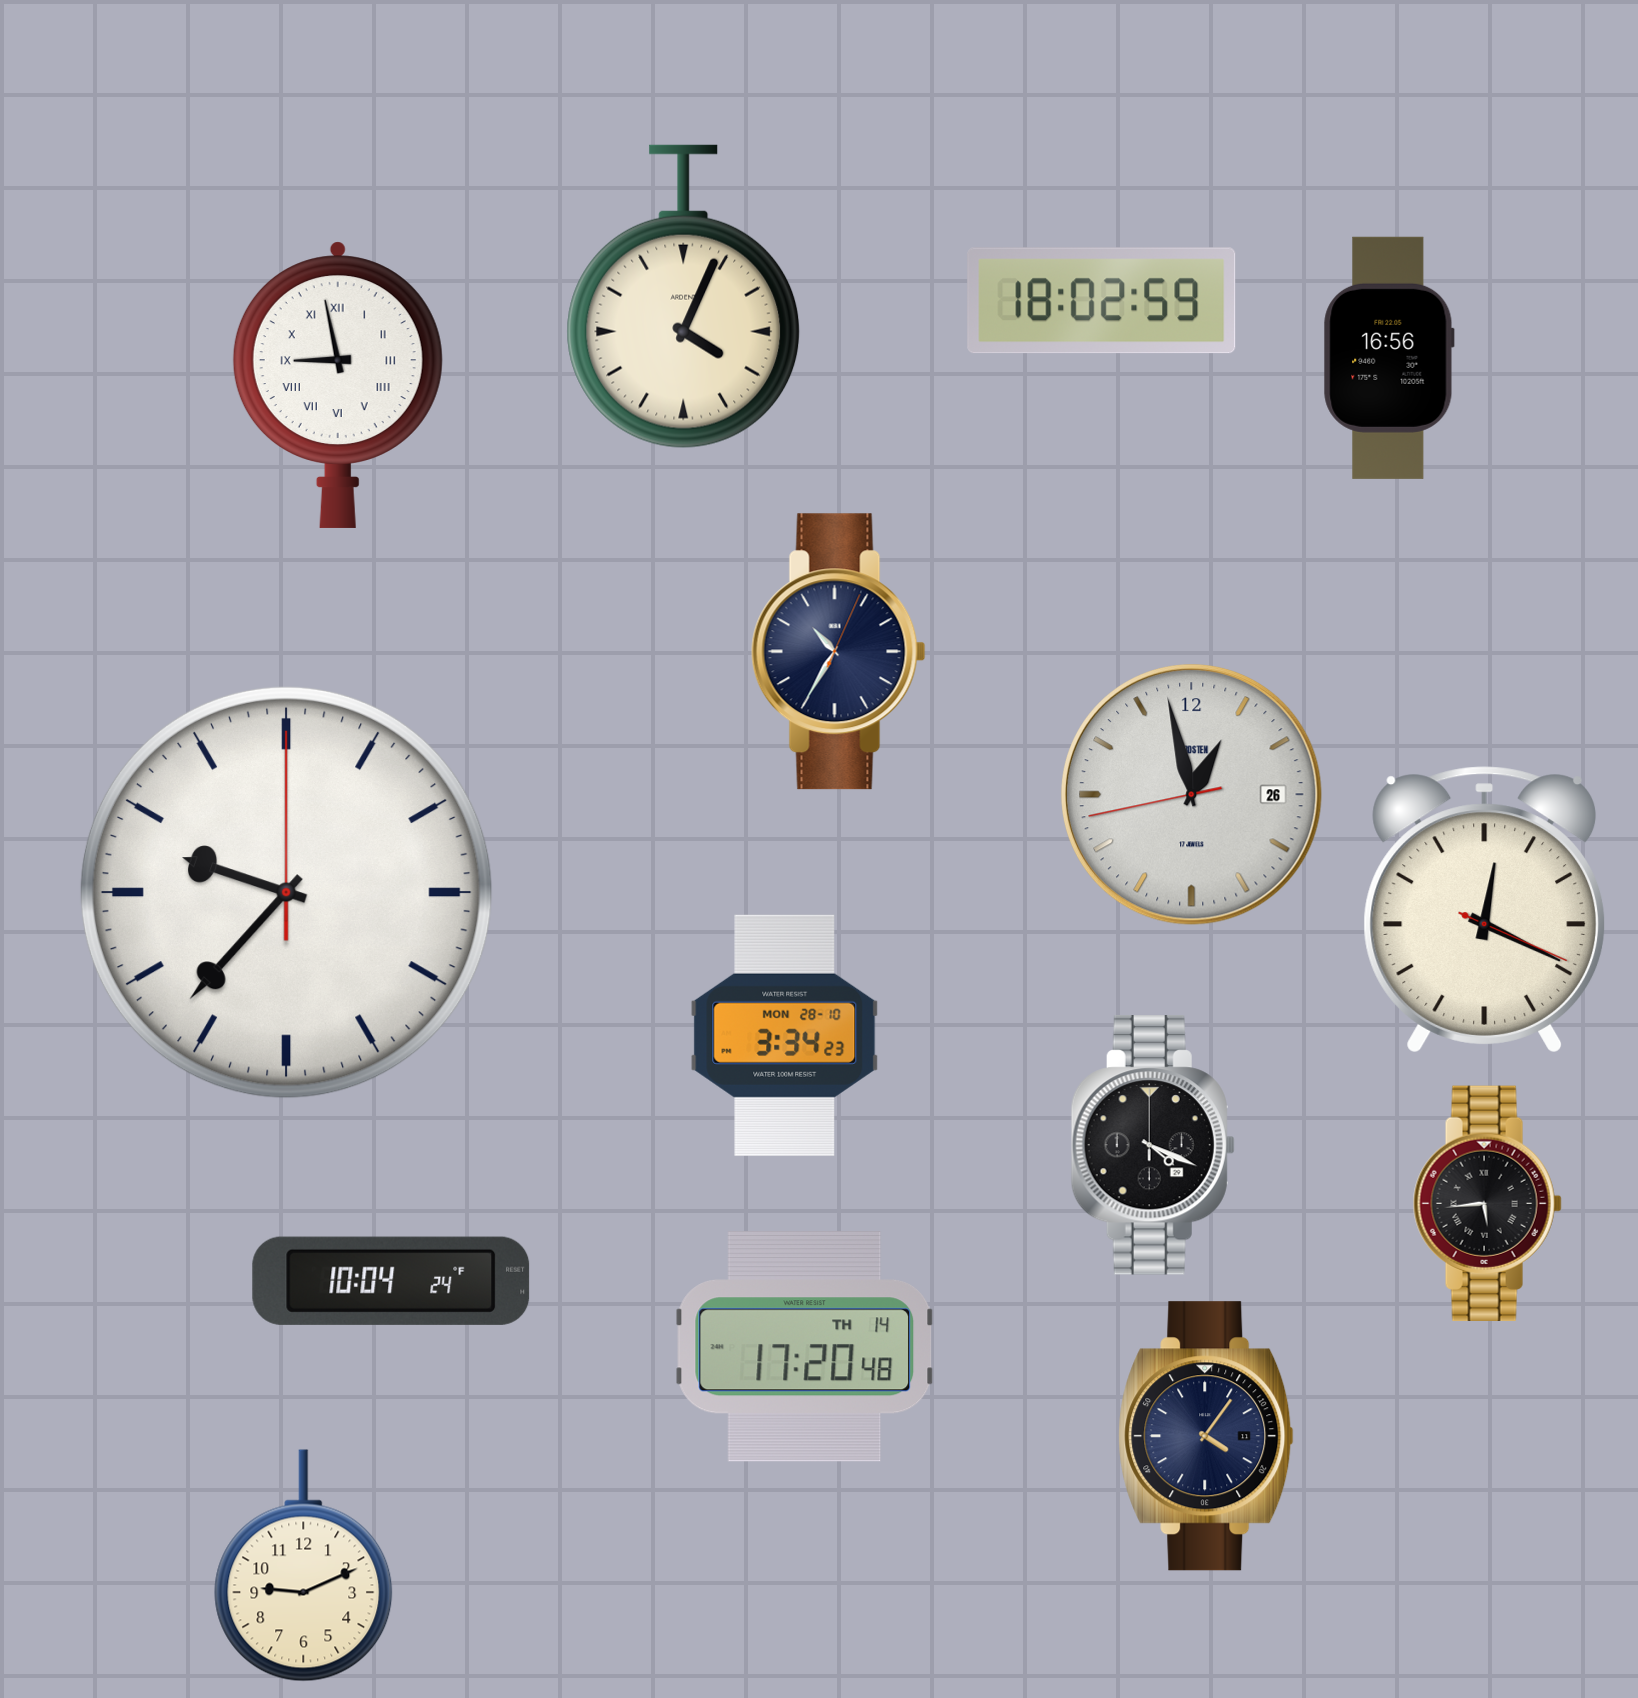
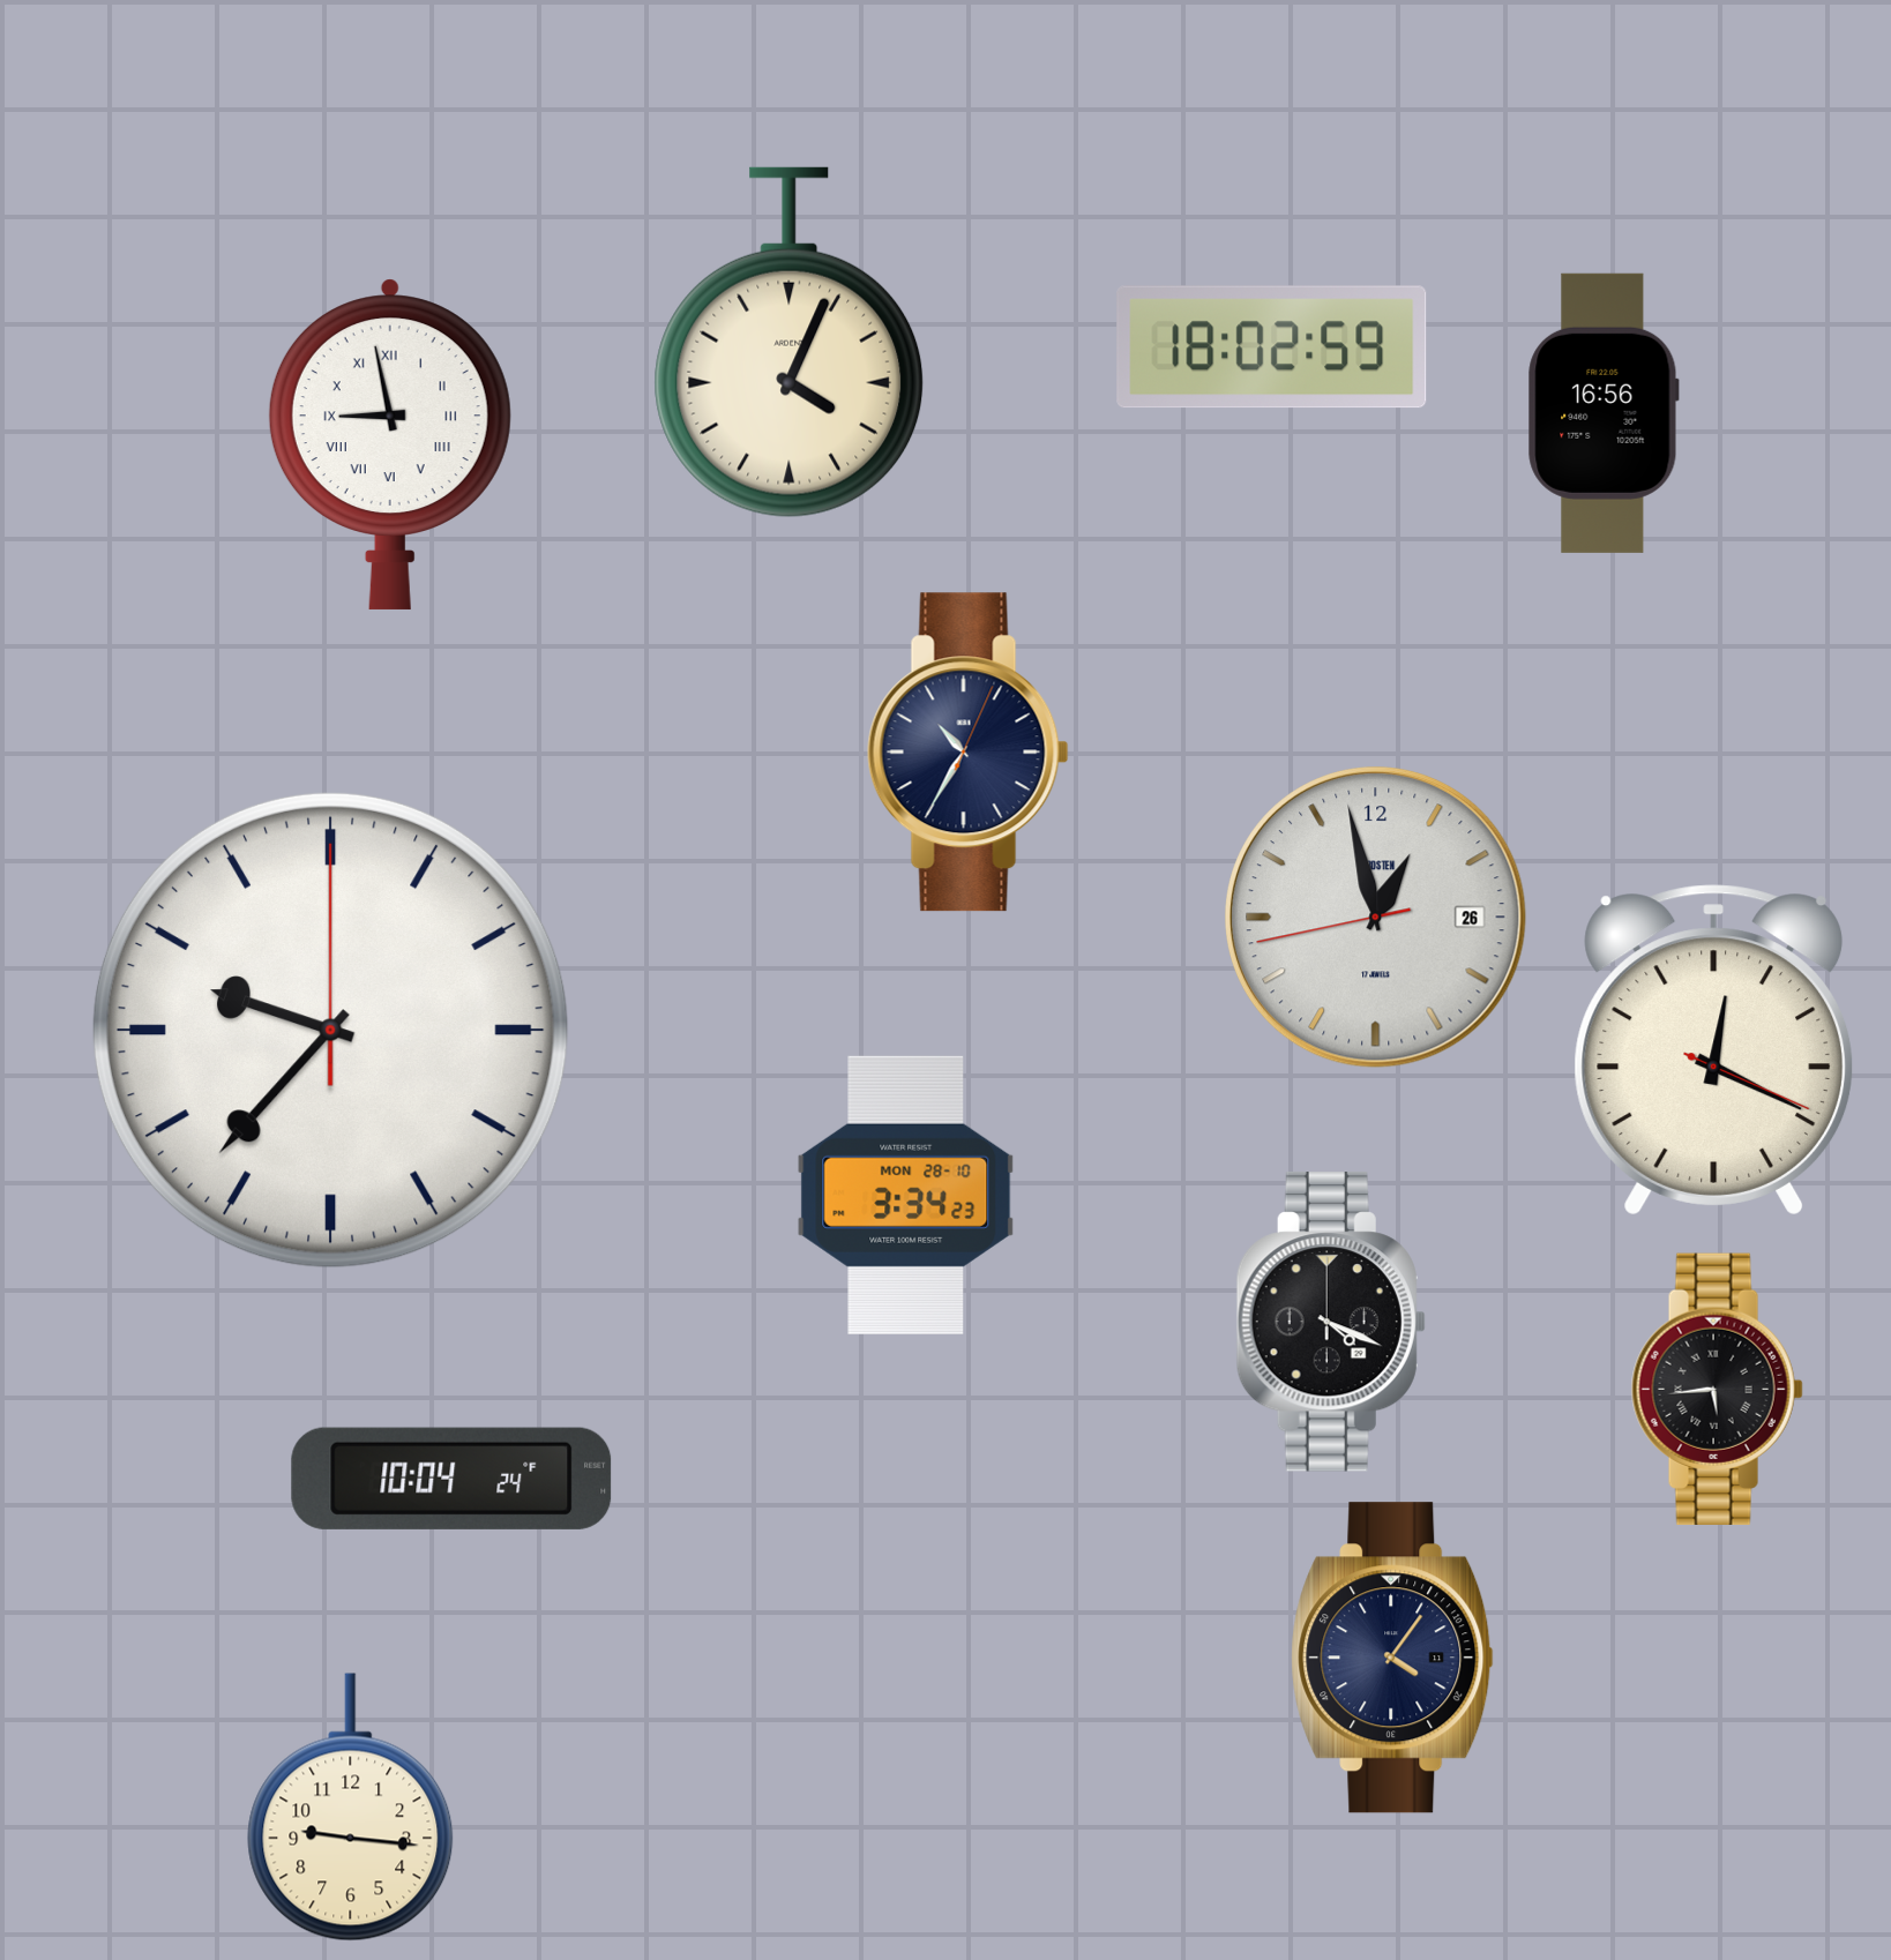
clock at (805, 1347): 17:20 -> none
clock at (304, 1566): 9:11 -> 9:16
